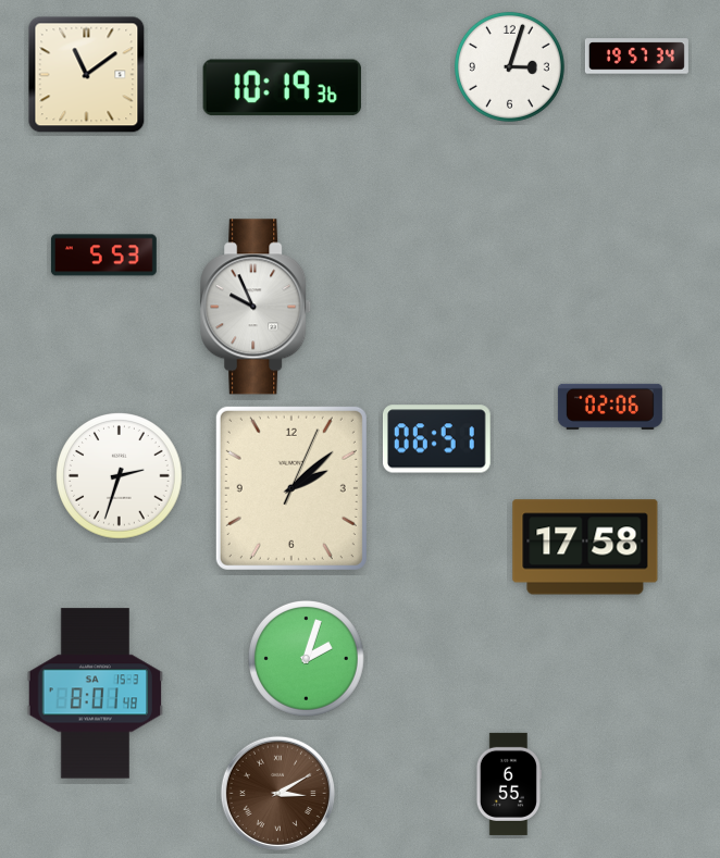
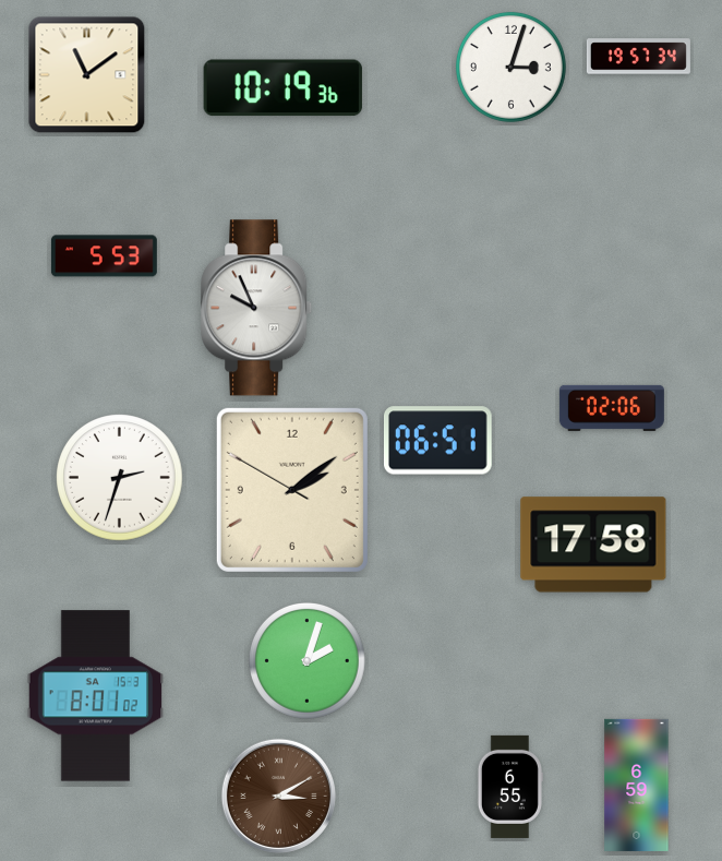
clock at (291, 488): 2:08:04 -> 2:08:50
clock at (585, 547) position: (585, 547) -> (593, 545)
clock at (96, 694): 8:01:48 -> 8:01:02
clock at (637, 785): none -> 6:59
